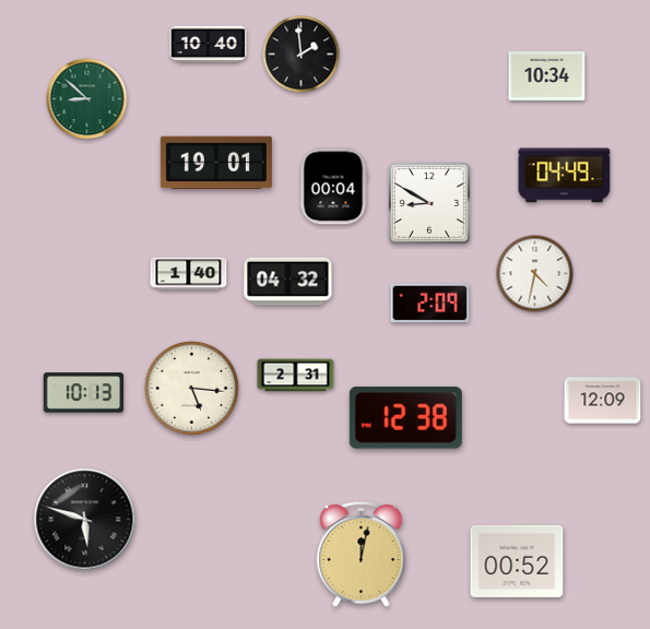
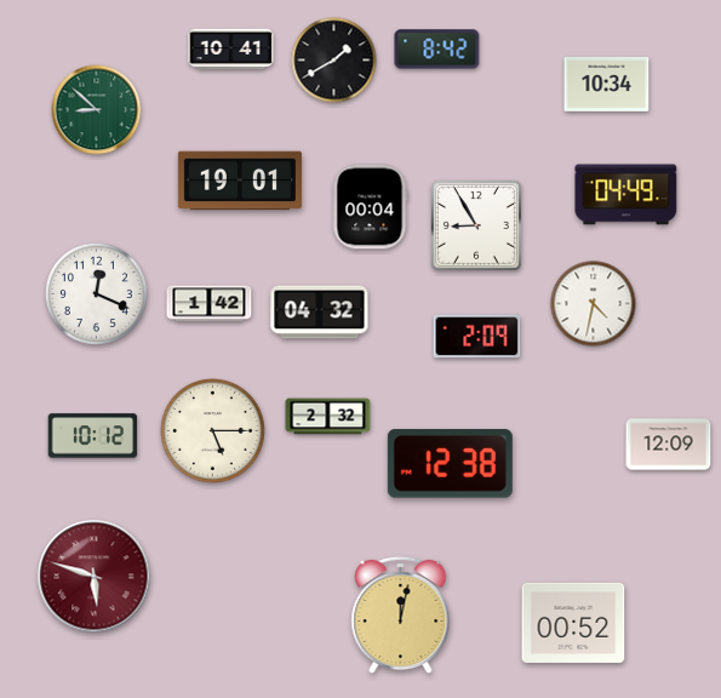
clock at (209, 45): 10:40 -> 10:41
clock at (437, 50): none -> 8:42
clock at (302, 55): 1:59 -> 1:40
clock at (429, 203): 8:50 -> 8:55
clock at (96, 293): none -> 12:19
clock at (189, 274): 1:40 -> 1:42
clock at (296, 376): 2:31 -> 2:32
clock at (192, 389): 5:16 -> 5:15
clock at (84, 393): 10:13 -> 10:12
clock at (85, 520) dial: black -> burgundy
